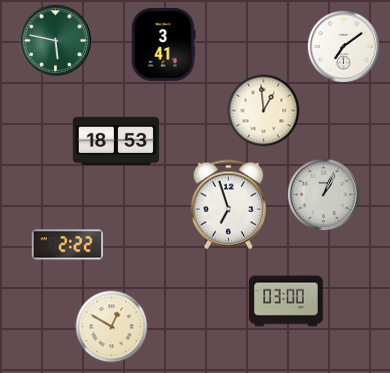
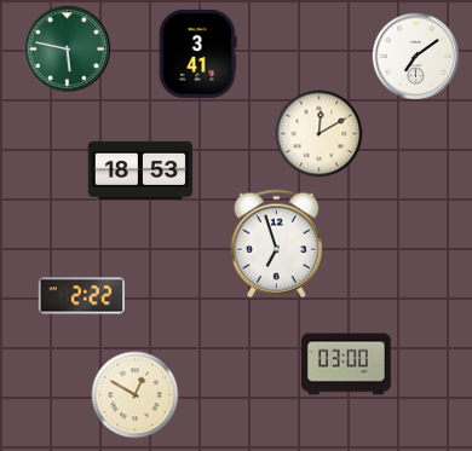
clock at (264, 111): 12:59 -> 12:10
clock at (324, 195): 1:04 -> none
clock at (228, 205) position: (228, 205) -> (276, 244)
